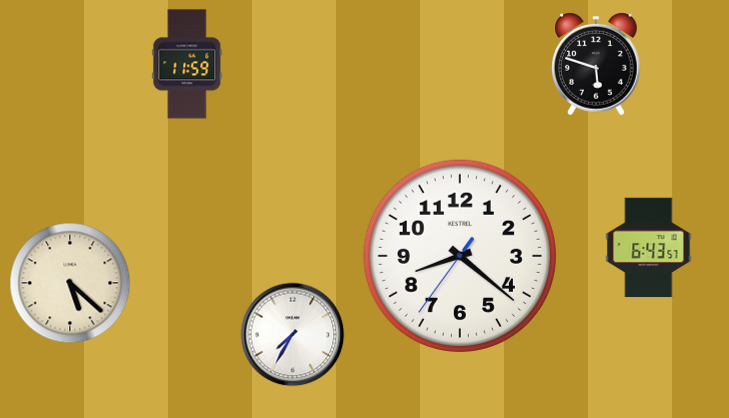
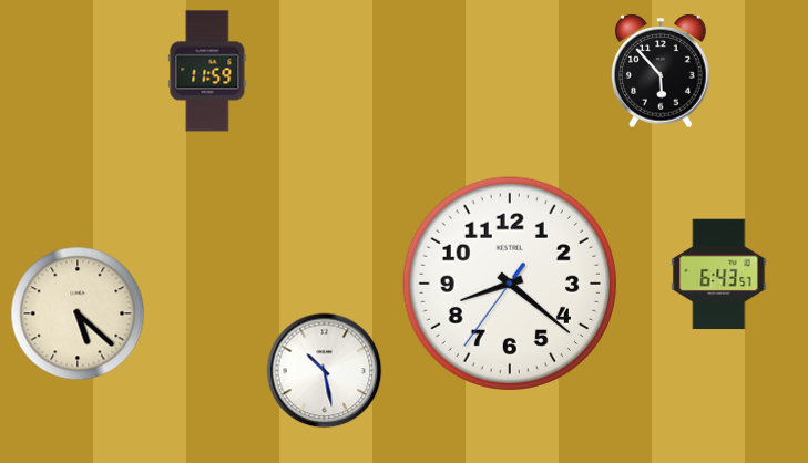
clock at (596, 65): 5:48 -> 5:53
clock at (293, 335): 7:35 -> 10:28
